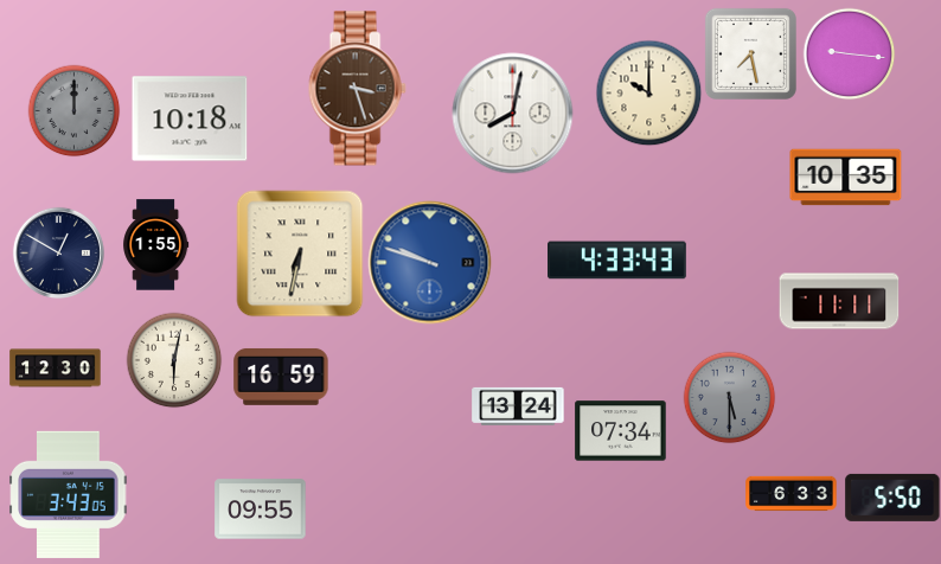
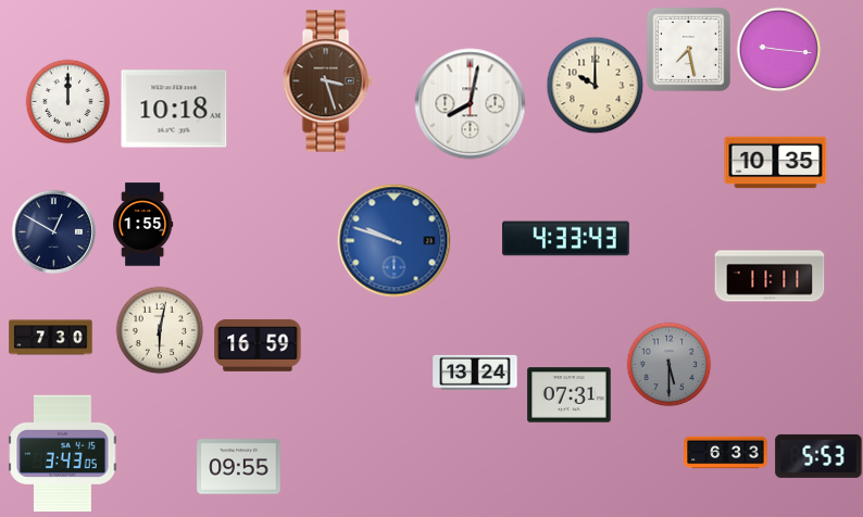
clock at (73, 110) dial: grey -> white
clock at (300, 254): 6:32 -> none
clock at (56, 368): 12:30 -> 7:30
clock at (621, 431): 07:34 -> 07:31
clock at (892, 498): 5:50 -> 5:53
